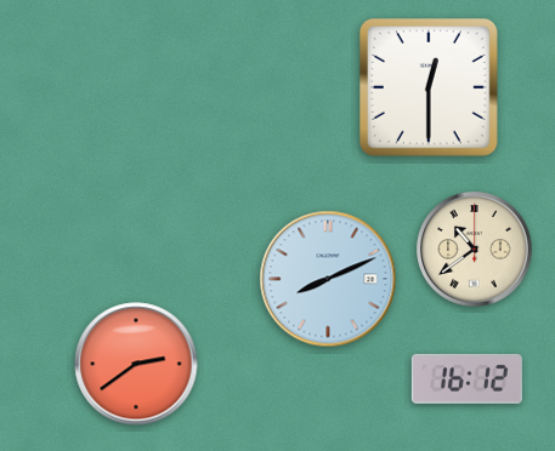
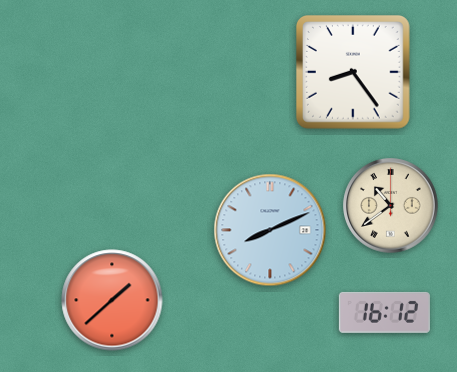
clock at (430, 89): 12:30 -> 8:24
clock at (136, 364): 2:39 -> 1:38
